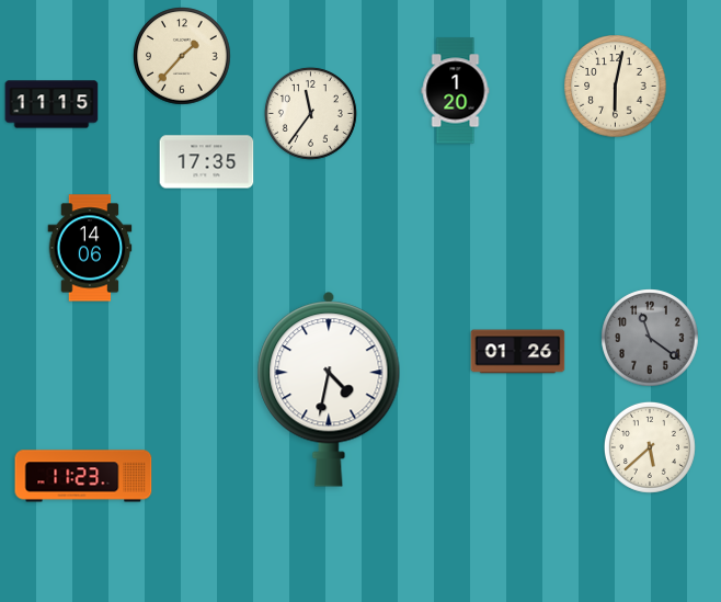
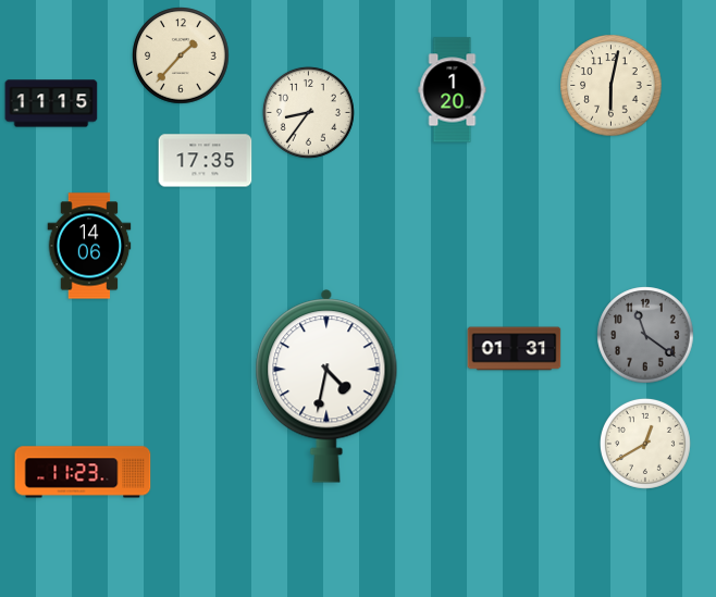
clock at (310, 113): 11:36 -> 8:36
clock at (518, 352): 01:26 -> 01:31
clock at (650, 447): 5:38 -> 12:40
